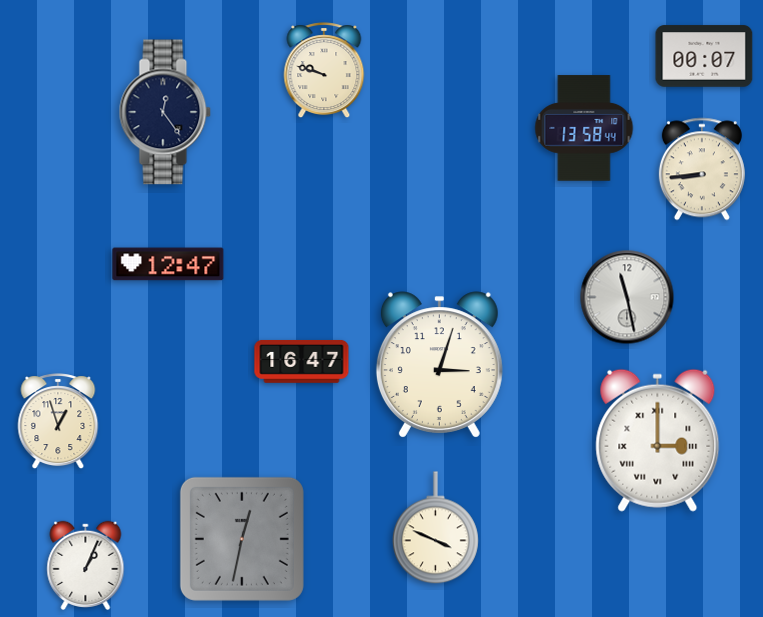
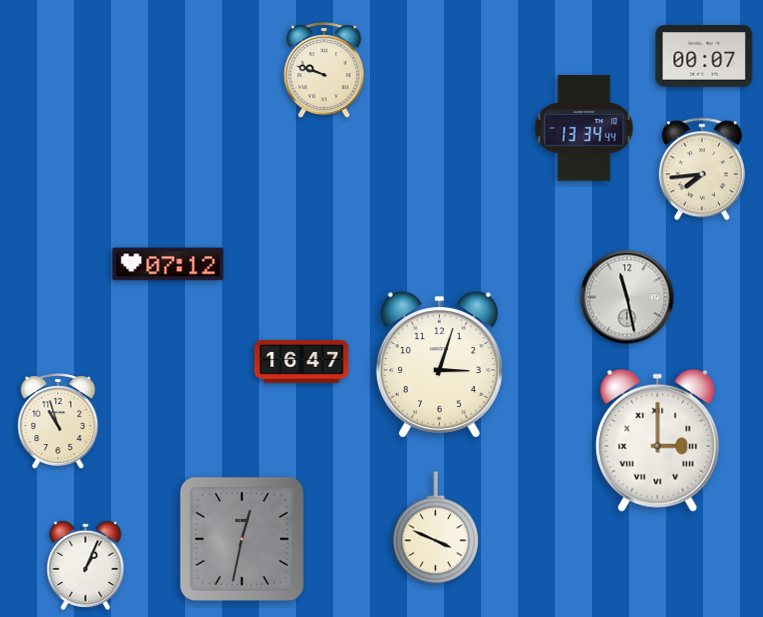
clock at (165, 112): 12:24 -> none
clock at (584, 128): 13:58 -> 13:34
clock at (702, 169): 8:44 -> 7:44
clock at (168, 264): 12:47 -> 07:12
clock at (58, 422): 12:57 -> 10:57
